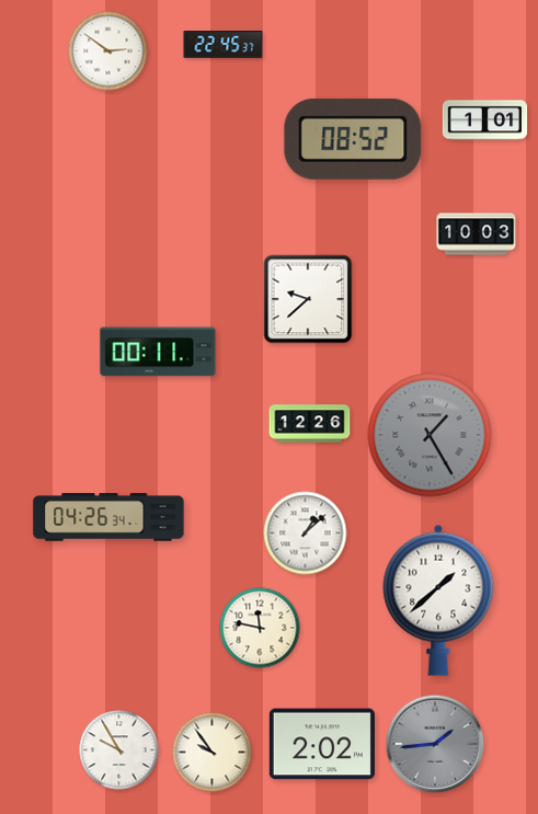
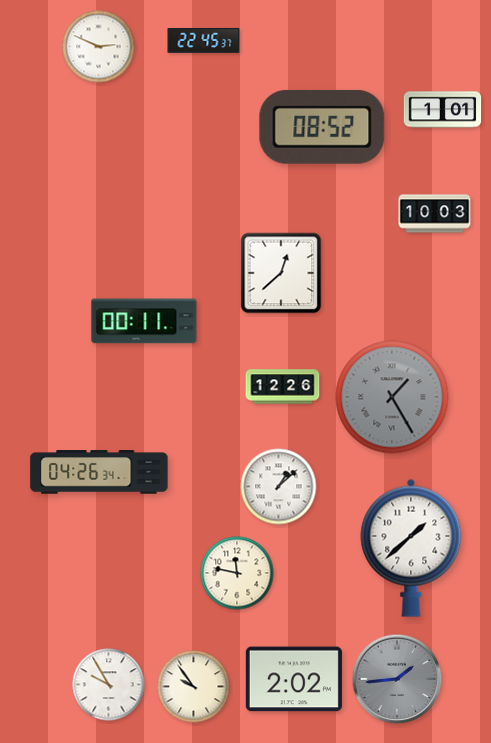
clock at (108, 51): 2:51 -> 2:49
clock at (308, 299): 9:38 -> 12:38
clock at (438, 600) position: (438, 600) -> (411, 548)
